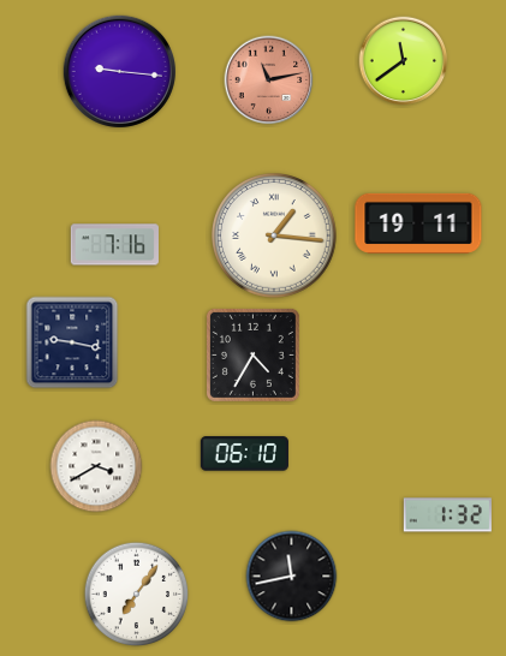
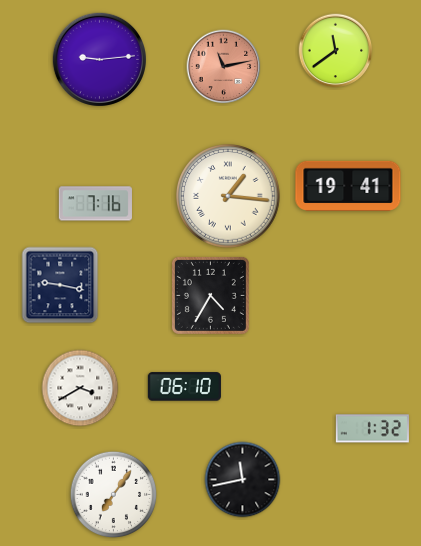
clock at (119, 71): 9:16 -> 9:14
clock at (418, 223): 19:11 -> 19:41
clock at (244, 454) position: (244, 454) -> (184, 387)
